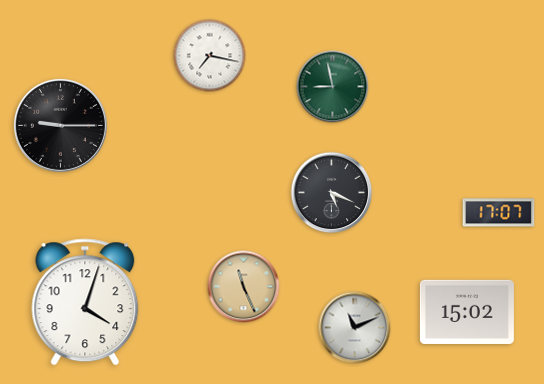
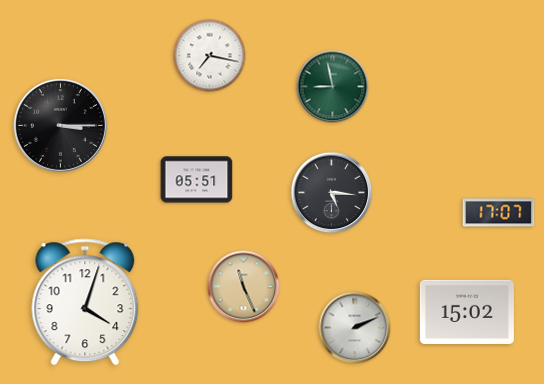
clock at (60, 125): 9:15 -> 3:15
clock at (197, 180): none -> 05:51
clock at (332, 193): 5:19 -> 5:16
clock at (355, 328): 11:11 -> 2:11
